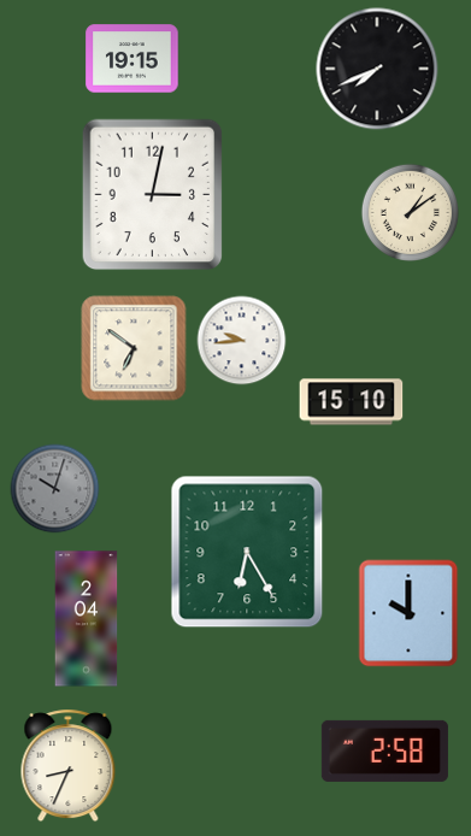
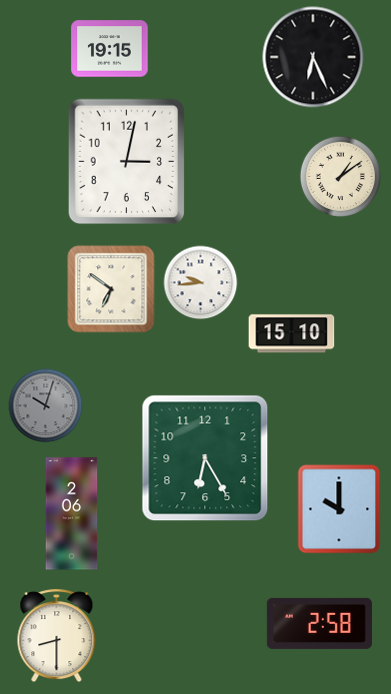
clock at (377, 69): 7:41 -> 6:26
clock at (87, 619): 2:04 -> 2:06
clock at (69, 766): 8:34 -> 8:30
